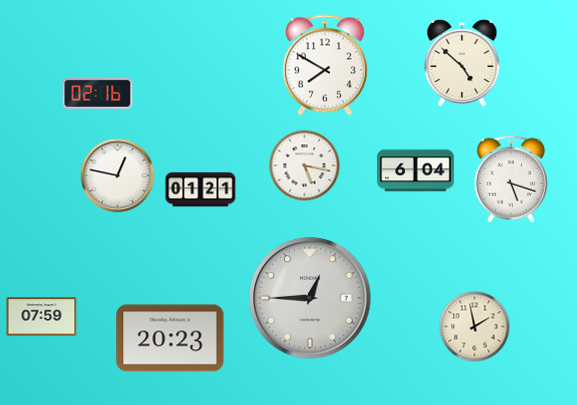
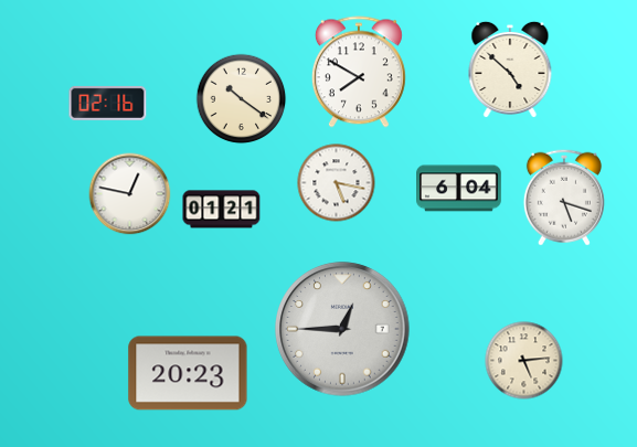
clock at (242, 99): none -> 10:21
clock at (42, 317): 07:59 -> none
clock at (475, 327): 1:58 -> 5:14
